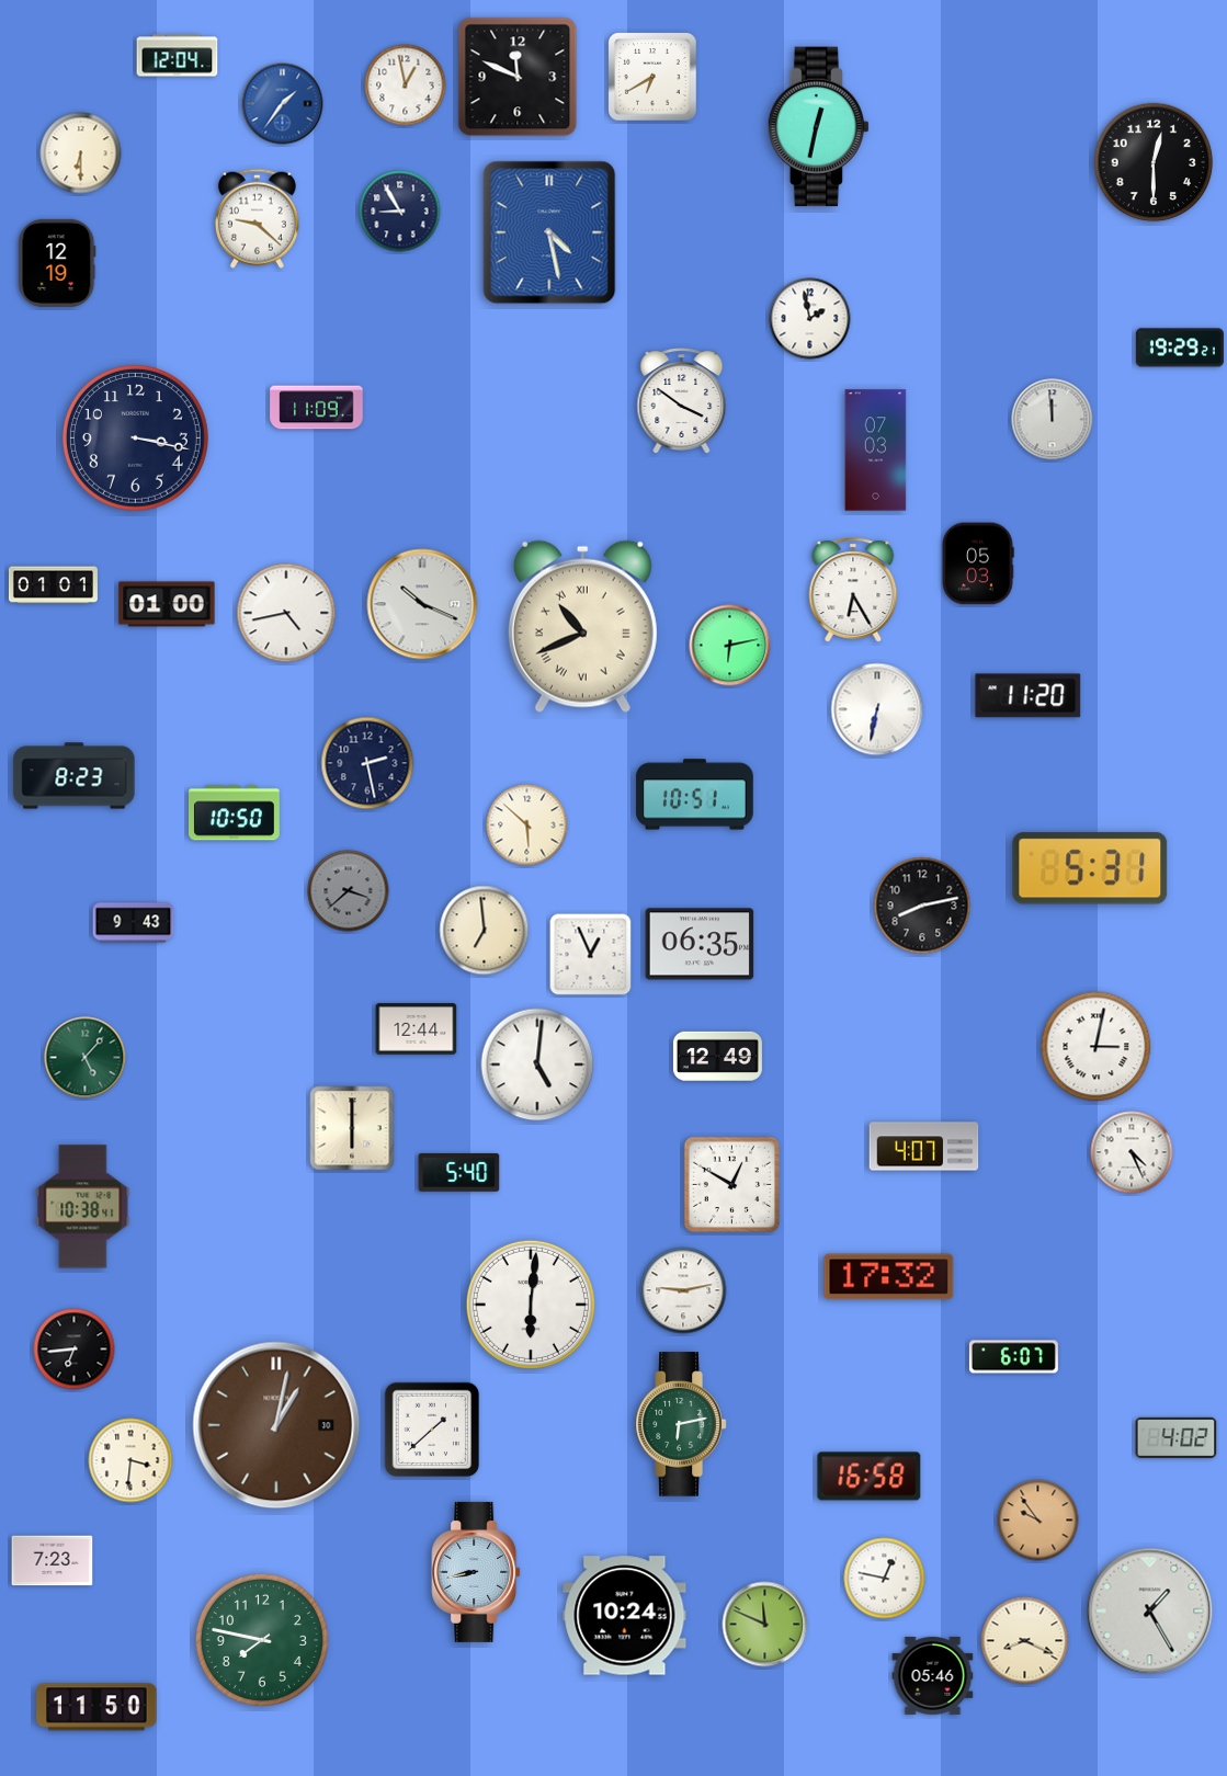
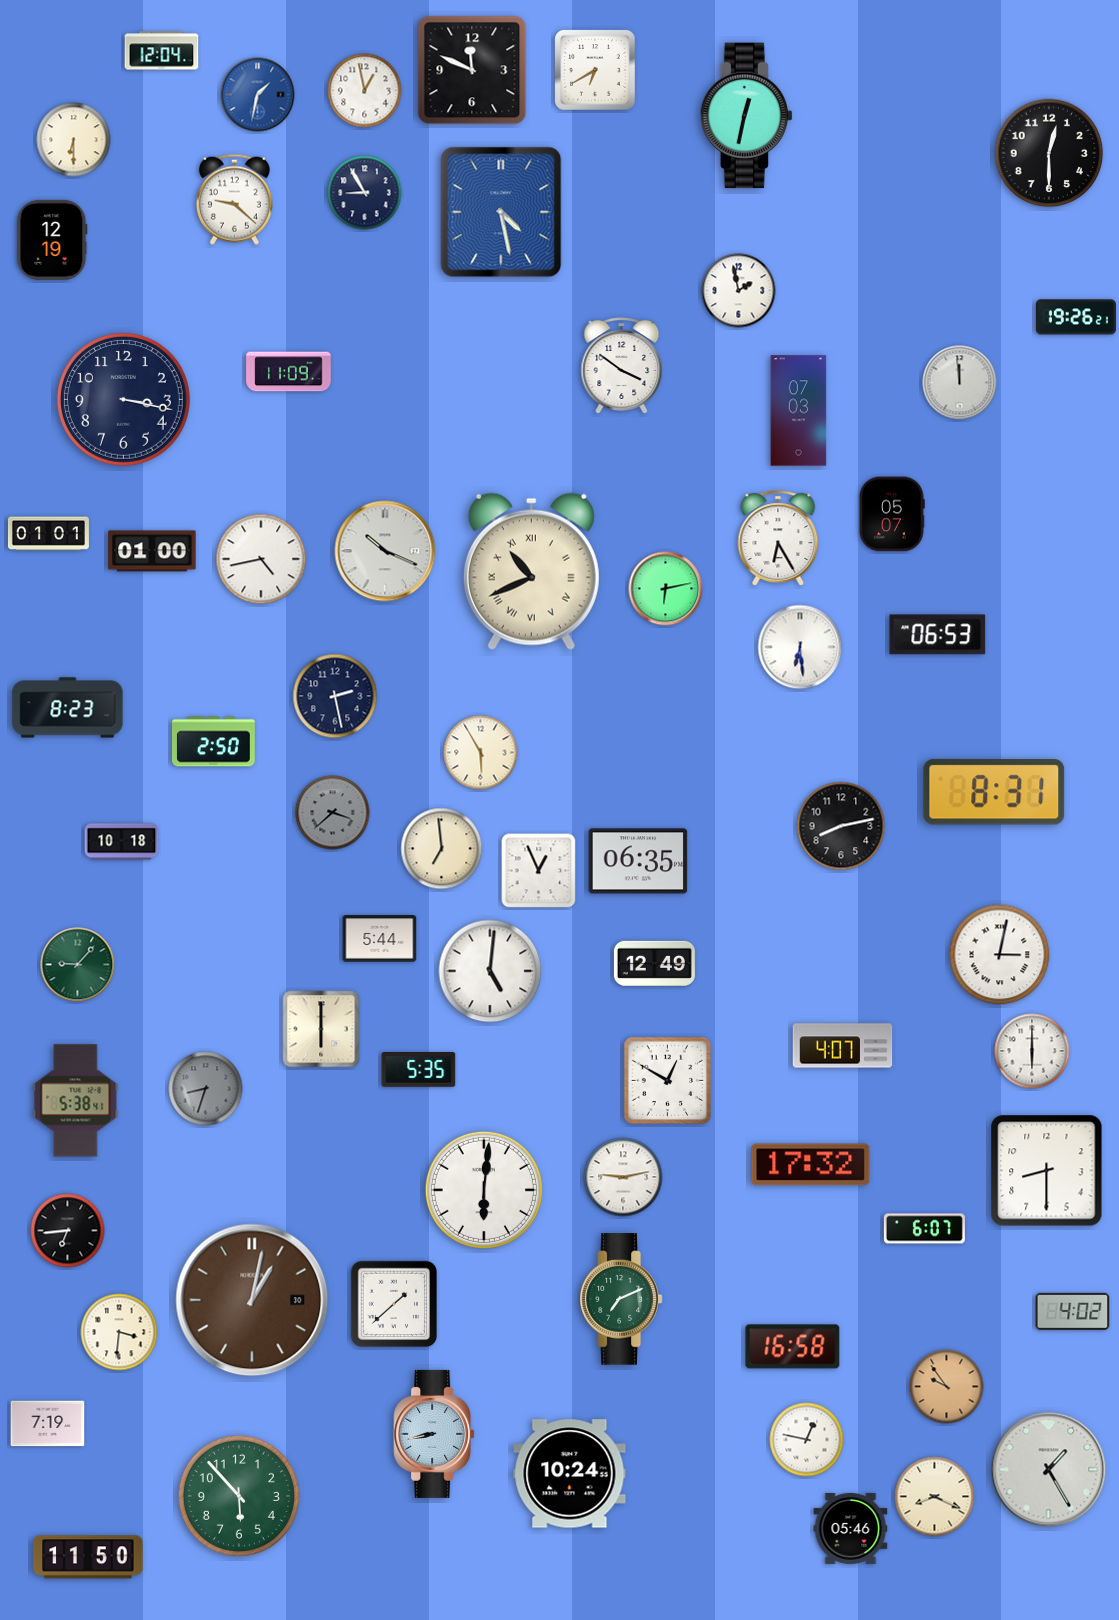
clock at (406, 86) position: (406, 86) -> (365, 91)
clock at (283, 104): 1:36 -> 1:32
clock at (1154, 162) position: (1154, 162) -> (1049, 153)
clock at (1180, 348): 19:29 -> 19:26
clock at (978, 563): 05:03 -> 05:07
clock at (1029, 696): 11:20 -> 06:53
clock at (877, 709): 6:32 -> 6:29
clock at (695, 795): 10:51 -> none
clock at (234, 813): 10:50 -> 2:50
clock at (527, 826): 5:52 -> 5:55
clock at (1090, 868): 5:31 -> 8:31
clock at (349, 891) position: (349, 891) -> (333, 813)
clock at (134, 923): 9:43 -> 10:18
clock at (417, 1029): 12:44 -> 5:44
clock at (86, 1058): 5:07 -> 9:07
clock at (1132, 1152): 4:26 -> 6:00
clock at (459, 1173): 5:40 -> 5:35
clock at (206, 1089): none -> 8:33
clock at (83, 1207): 10:38 -> 5:38
clock at (1047, 1171): none -> 8:30
clock at (1013, 1357) position: (1013, 1357) -> (924, 1229)
clock at (681, 1424): 6:13 -> 7:11
clock at (53, 1561): 7:23 -> 7:19
clock at (765, 1625): 11:49 -> none
clock at (262, 1640): 7:47 -> 5:53
